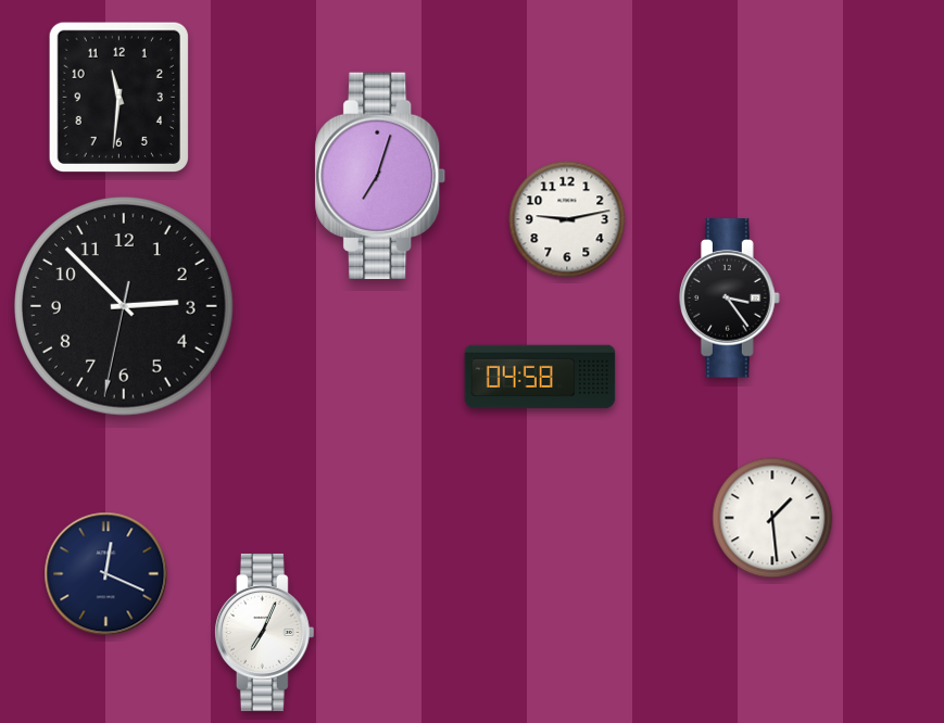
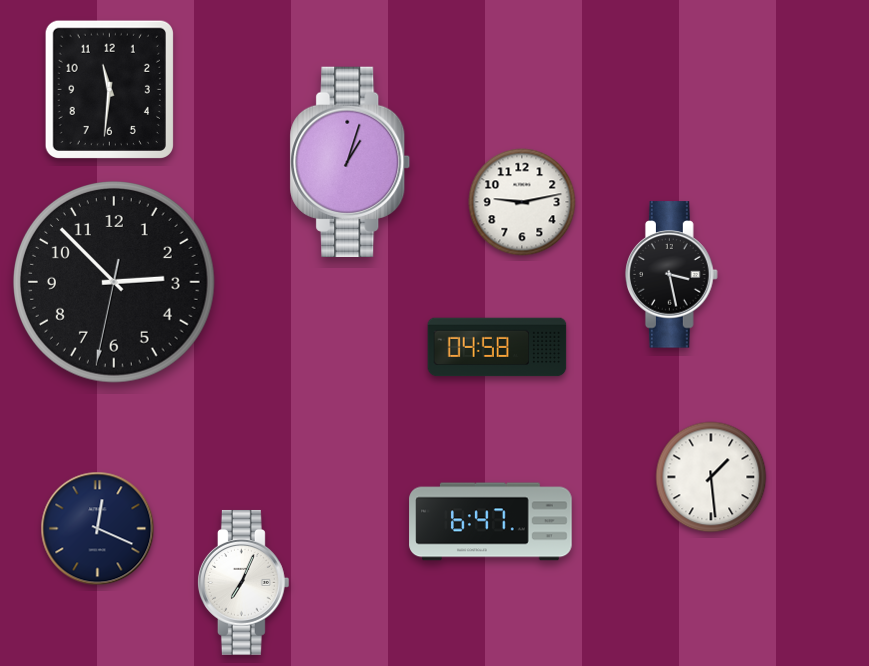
clock at (380, 176): 7:03 -> 1:03
clock at (730, 299): 3:24 -> 3:28
clock at (491, 522): none -> 6:47
